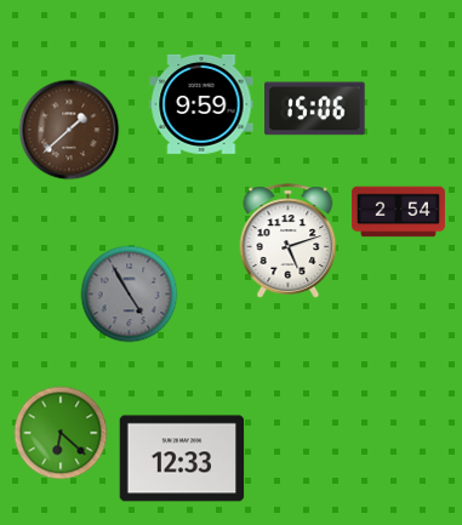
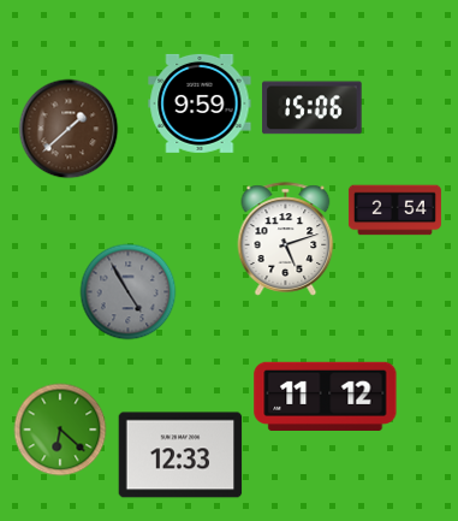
clock at (326, 396): none -> 11:12
